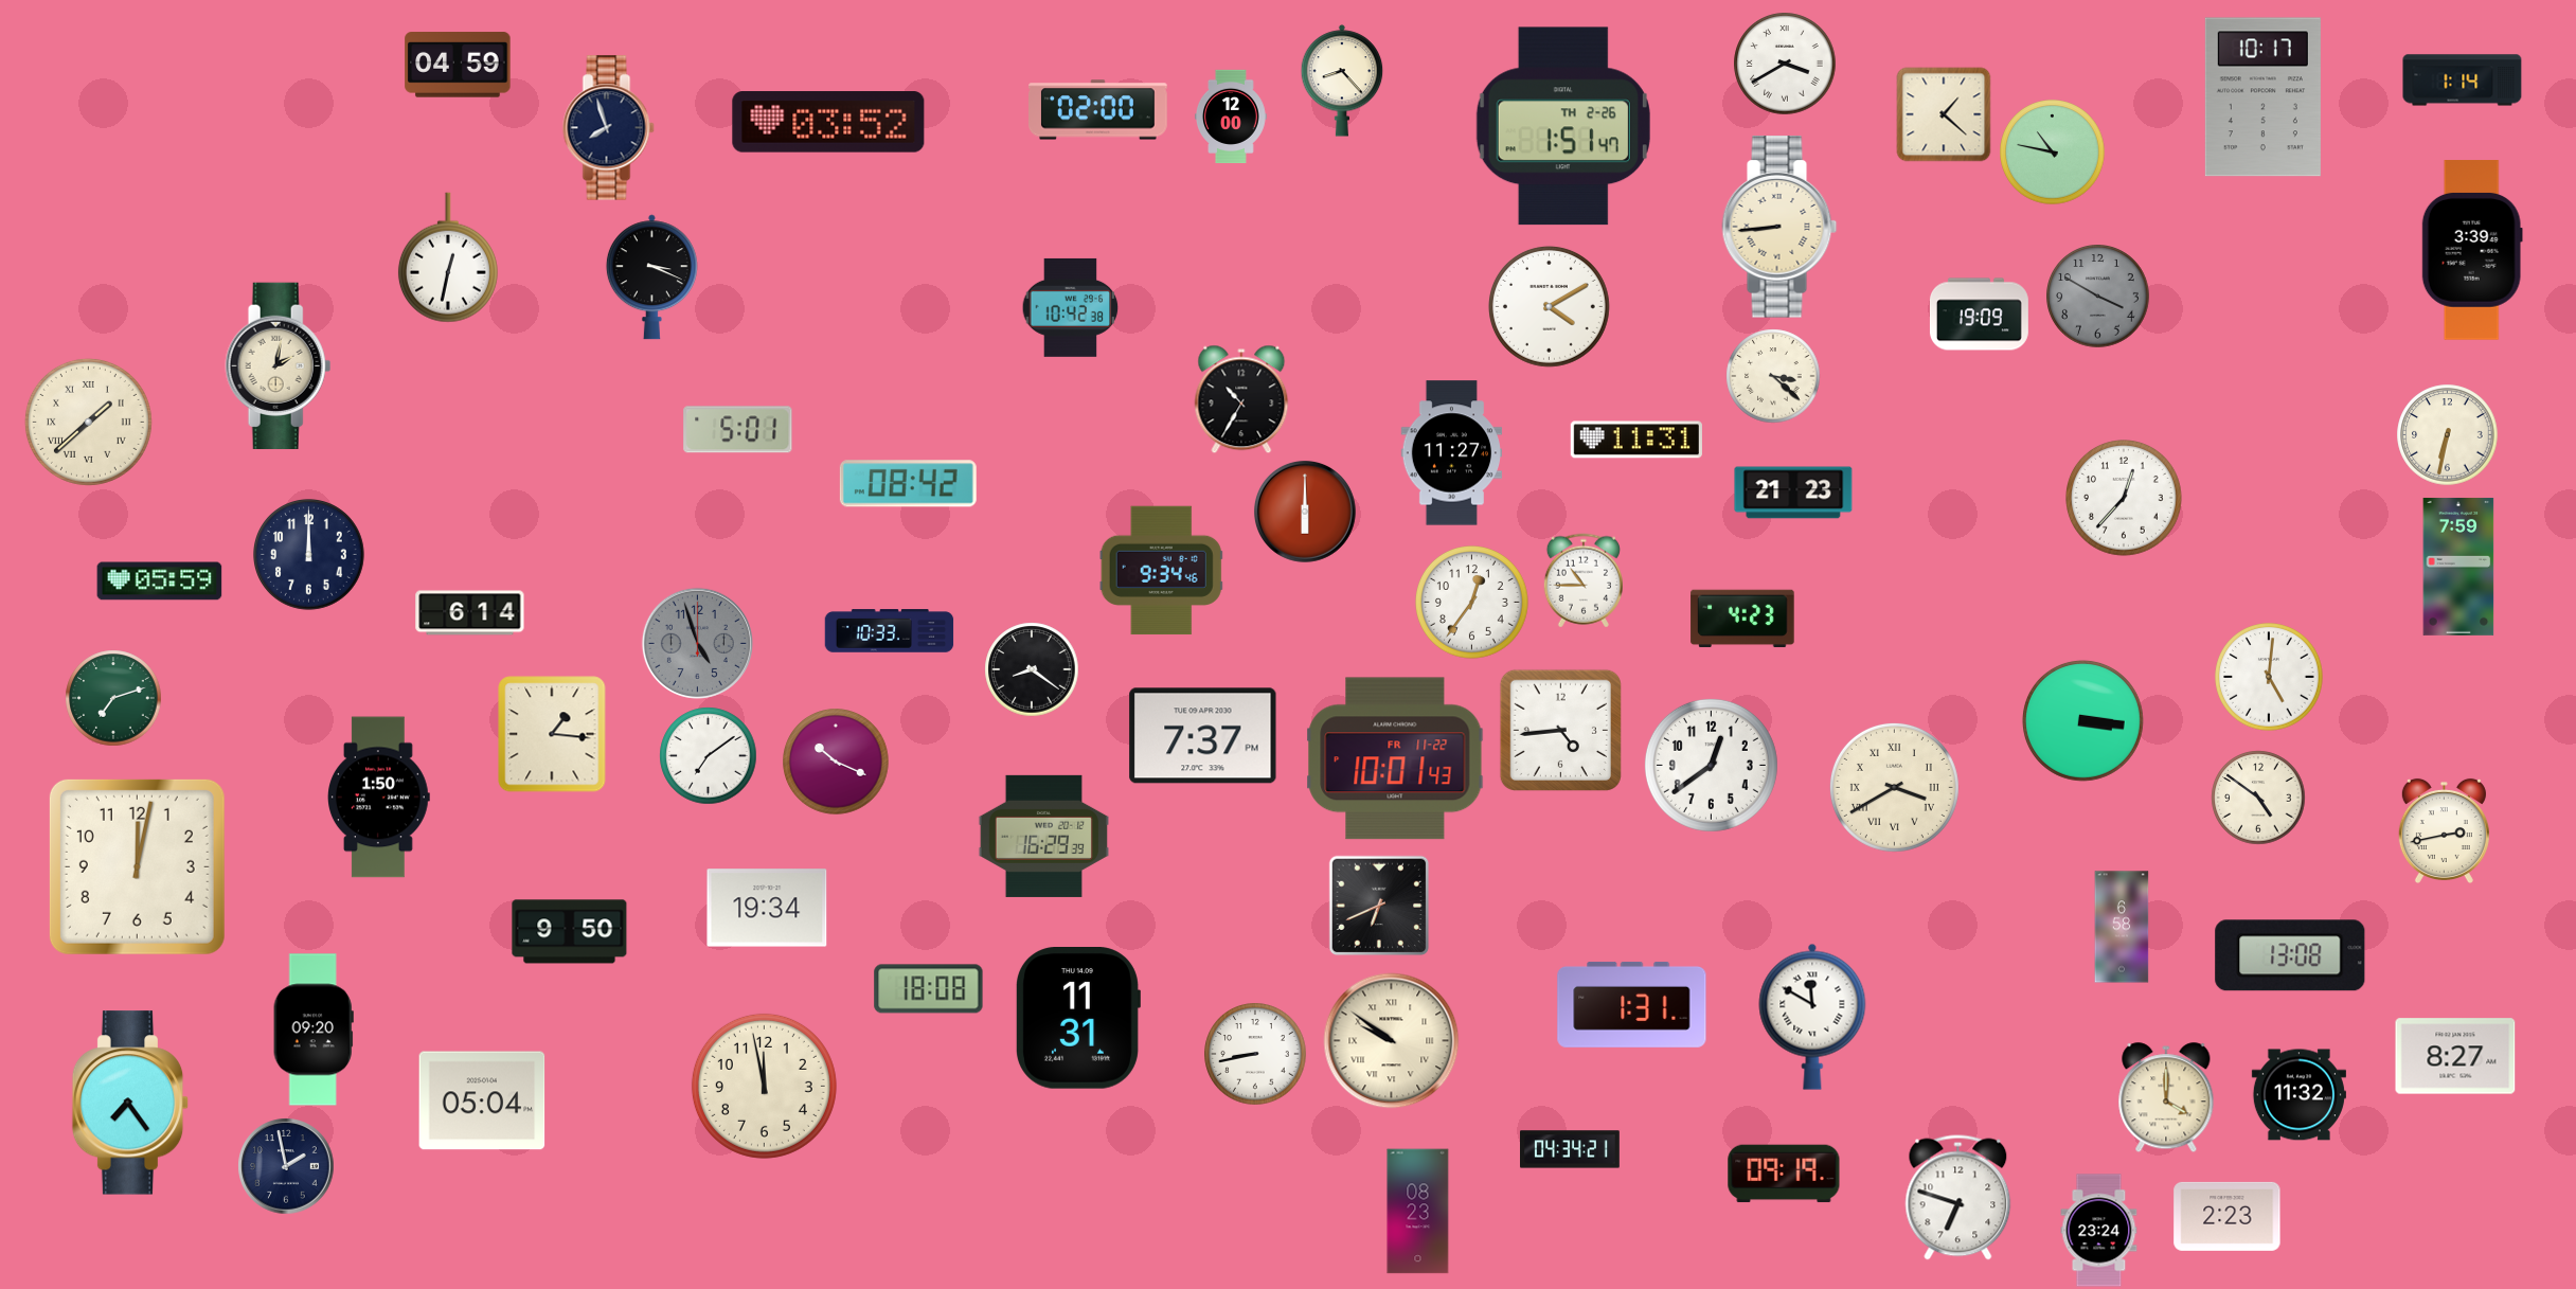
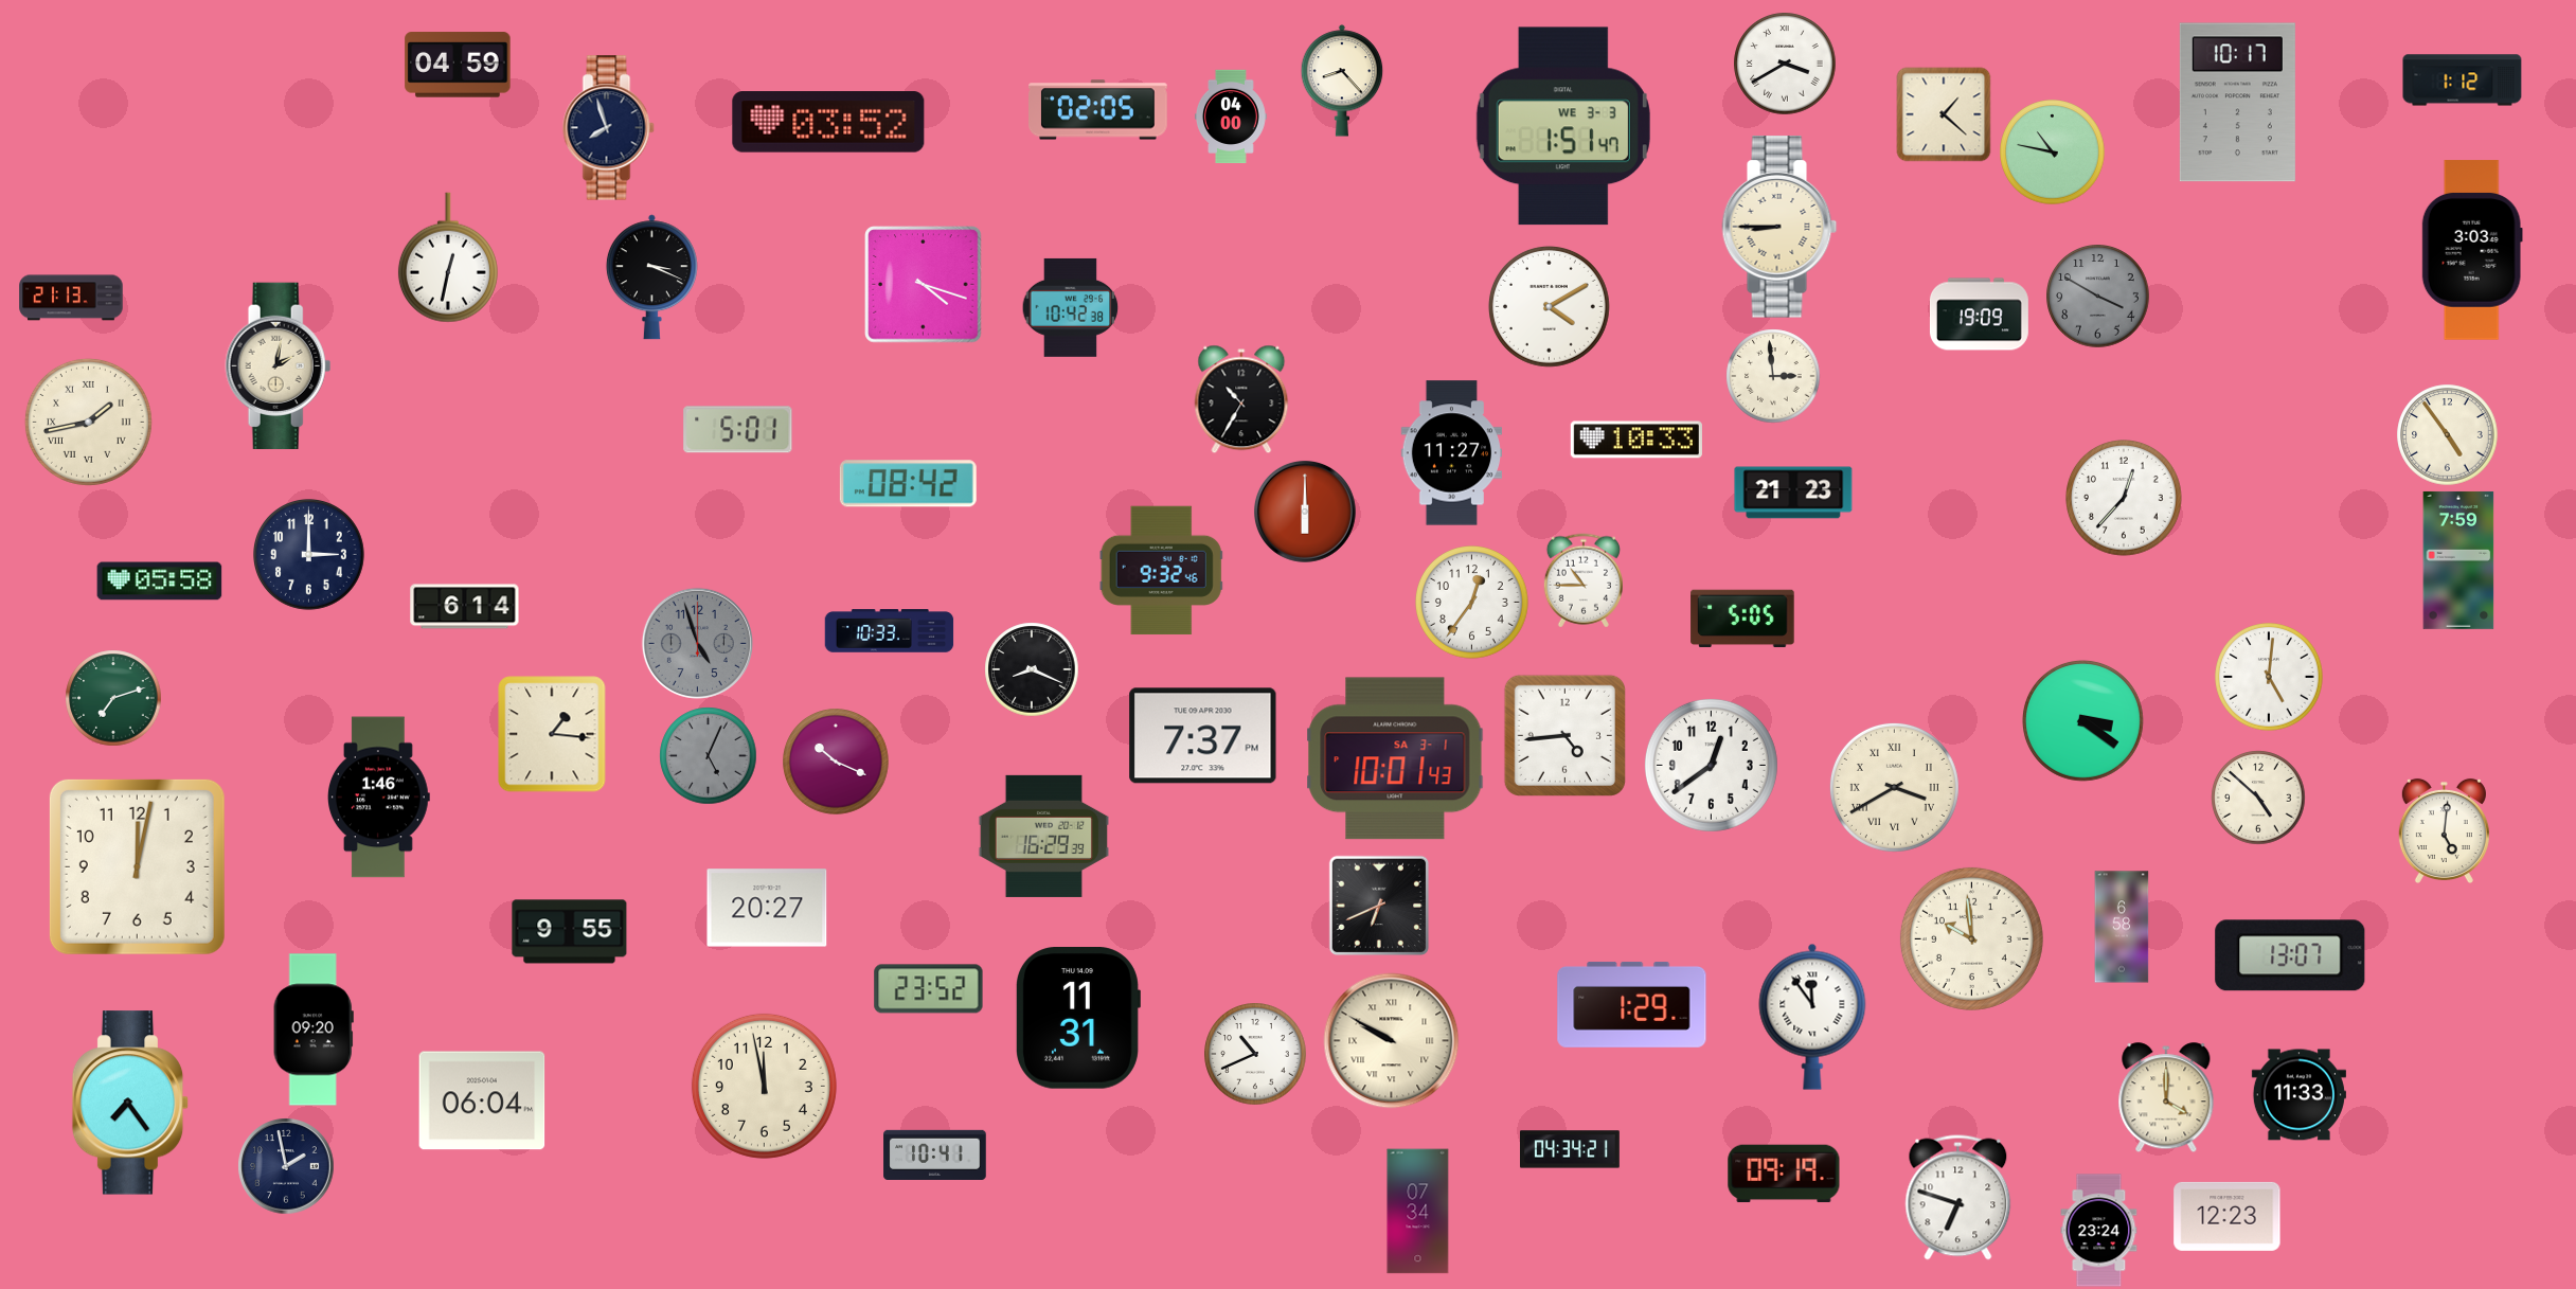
clock at (2463, 80): 1:14 -> 1:12
clock at (2262, 97) position: (2262, 97) -> (2237, 103)
clock at (1098, 110): 02:00 -> 02:05
clock at (1232, 115): 12:00 -> 04:00
clock at (1563, 126) date: TH 2-26 -> WE 3-3
clock at (1779, 227): 8:44 -> 8:45
clock at (2472, 250): 3:39 -> 3:03
clock at (924, 285): none -> 4:18
clock at (71, 298): none -> 21:13
clock at (1773, 376): 3:22 -> 2:59
clock at (88, 422): 1:38 -> 1:43
clock at (2448, 435): 6:32 -> 4:54
clock at (1636, 440): 11:31 -> 10:33
clock at (309, 555): 12:00 -> 3:00
clock at (2458, 567) position: (2458, 567) -> (2458, 560)
clock at (1161, 571): 9:34 -> 9:32
clock at (160, 581): 05:59 -> 05:58
clock at (470, 613) position: (470, 613) -> (465, 607)
clock at (1742, 619): 4:23 -> 5:05
clock at (1032, 669): 8:21 -> 8:19
clock at (2082, 720): 3:16 -> 3:21
clock at (1560, 730) position: (1560, 730) -> (1564, 735)
clock at (709, 756): 7:09 -> 5:04
clock at (709, 756) dial: white -> grey
clock at (1395, 758) date: FR 11-22 -> SA 3-1
clock at (379, 798): 1:50 -> 1:46
clock at (2258, 798): 4:51 -> 4:52
clock at (2444, 830): 2:43 -> 5:01
clock at (767, 908): 19:34 -> 20:27
clock at (570, 932): 9:50 -> 9:55
clock at (1971, 938): none -> 9:59
clock at (2290, 955): 13:08 -> 13:07
clock at (929, 989): 18:08 -> 23:52
clock at (1632, 1004): 1:31 -> 1:29
clock at (1812, 1017): 11:50 -> 11:54
clock at (1392, 1041): 9:51 -> 9:50
clock at (1255, 1054): 8:43 -> 10:41
clock at (2455, 1056): 8:27 -> none
clock at (2298, 1095): 11:32 -> 11:33
clock at (482, 1100): 05:04 -> 06:04
clock at (935, 1154): none -> 10:41
clock at (1418, 1212): 08:23 -> 07:34
clock at (2228, 1216): 2:23 -> 12:23
